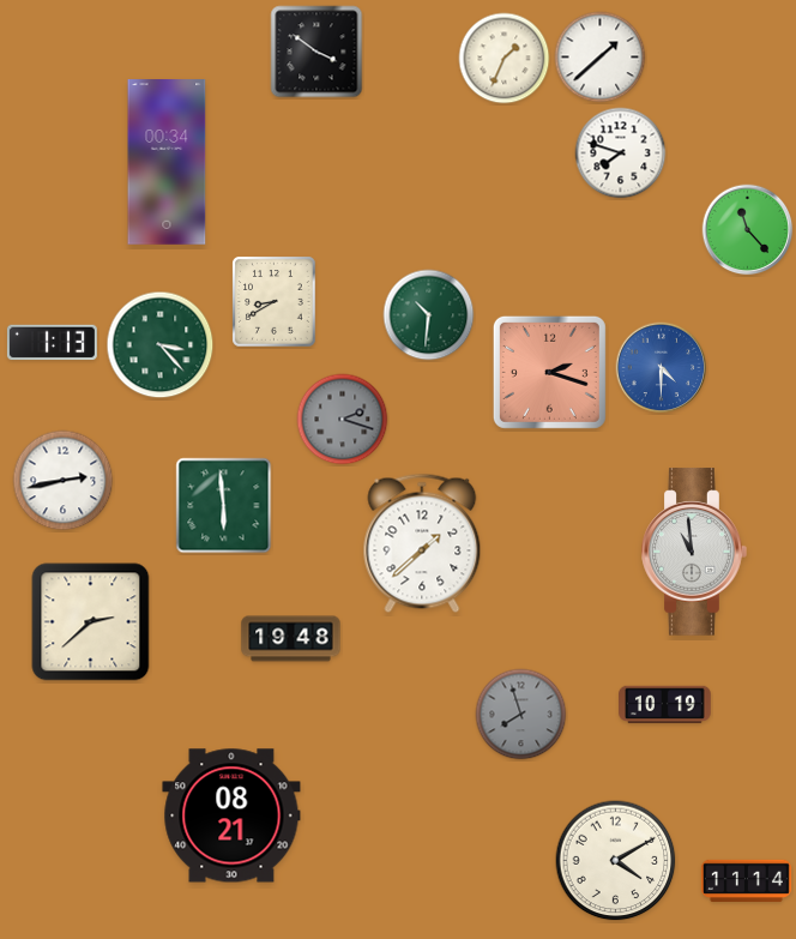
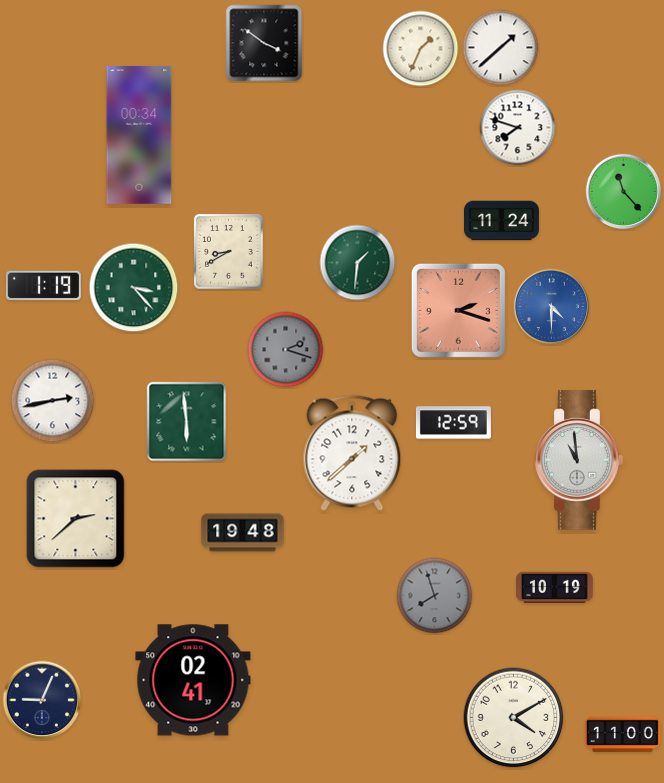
clock at (501, 221): none -> 11:24
clock at (429, 315): 10:31 -> 1:31
clock at (52, 343): 1:13 -> 1:19
clock at (453, 423): none -> 12:59
clock at (231, 815): 08:21 -> 02:41
clock at (42, 700): none -> 9:04
clock at (746, 881): 11:14 -> 11:00
